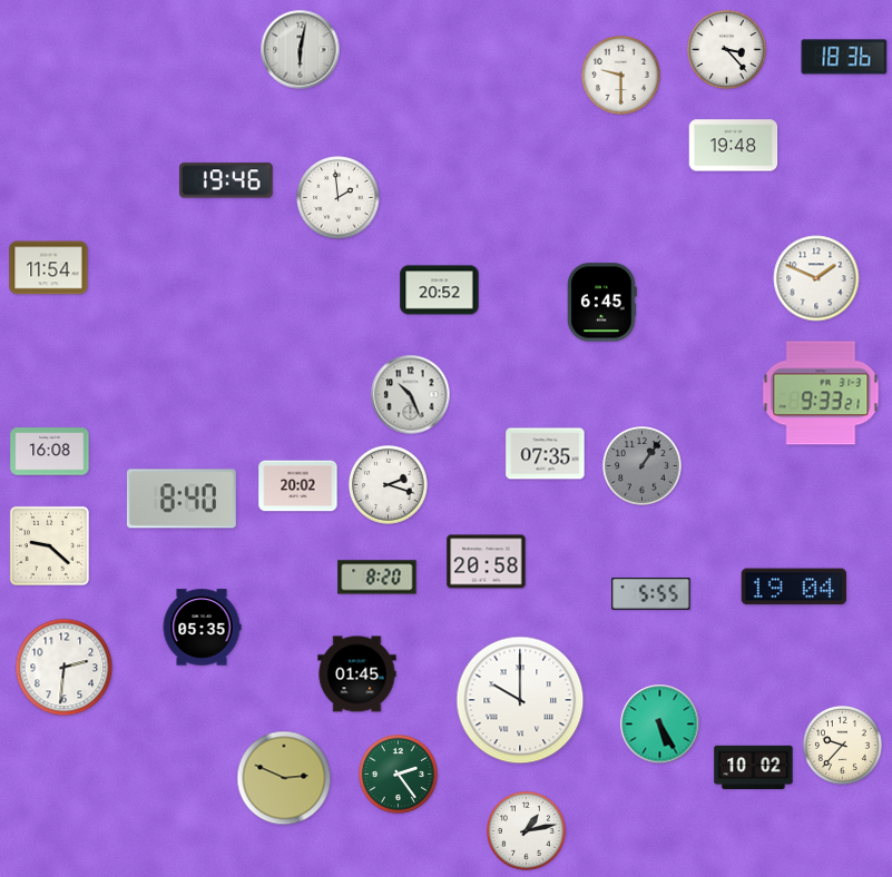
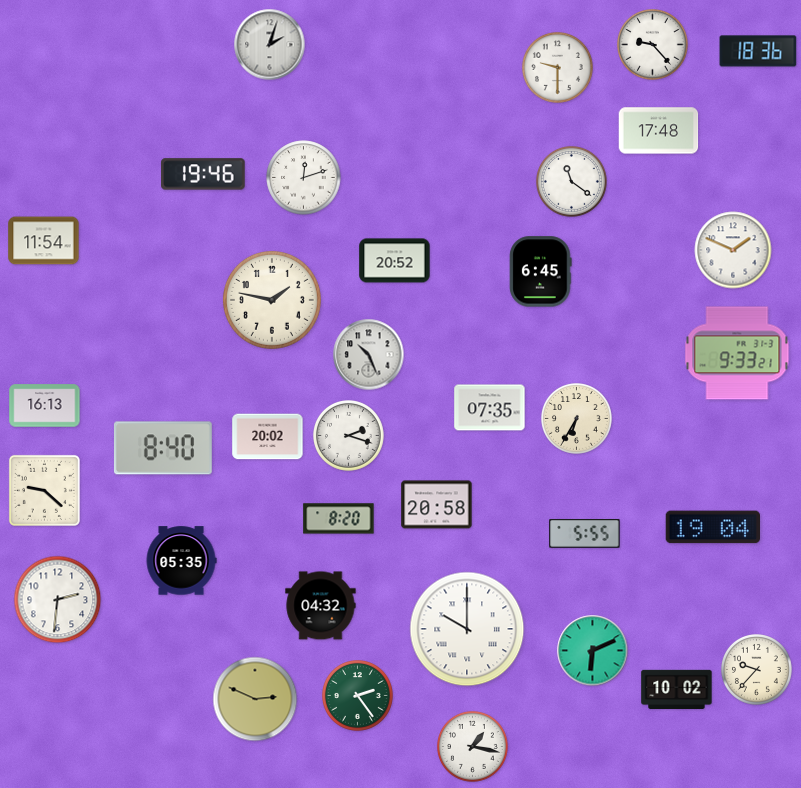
clock at (301, 50): 6:02 -> 2:03
clock at (727, 50): 3:23 -> 9:23
clock at (734, 146): 19:48 -> 17:48
clock at (226, 180) position: (226, 180) -> (203, 174)
clock at (339, 198): 1:59 -> 12:12
clock at (572, 182): none -> 11:21
clock at (272, 300): none -> 1:47
clock at (50, 452): 16:08 -> 16:13
clock at (643, 466): 1:06 -> 6:35
clock at (643, 466) dial: grey -> cream
clock at (202, 628) position: (202, 628) -> (181, 561)
clock at (357, 674): 01:45 -> 04:32
clock at (660, 725): 5:25 -> 6:11
clock at (527, 831): 1:13 -> 1:17
